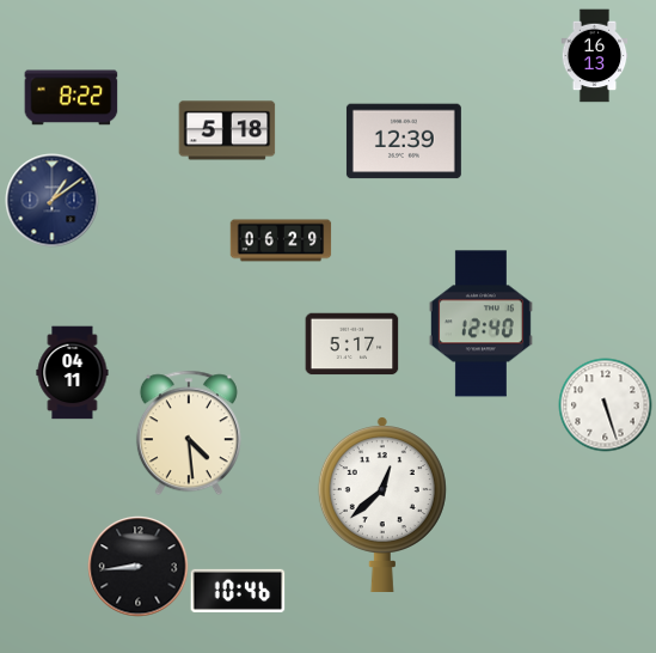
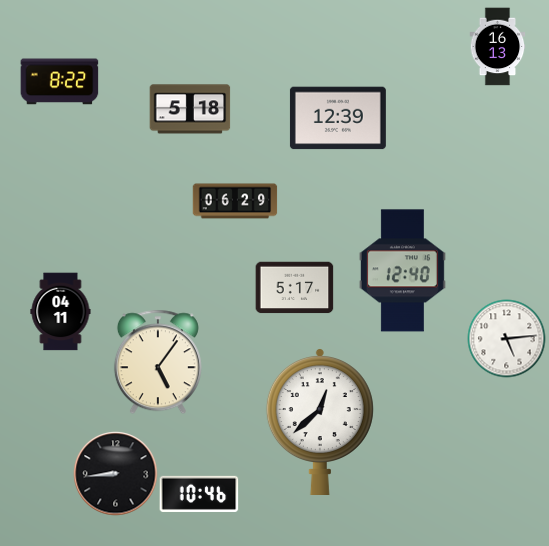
clock at (51, 200): 1:09 -> none
clock at (605, 404): 5:27 -> 5:14
clock at (189, 433): 4:29 -> 5:06
